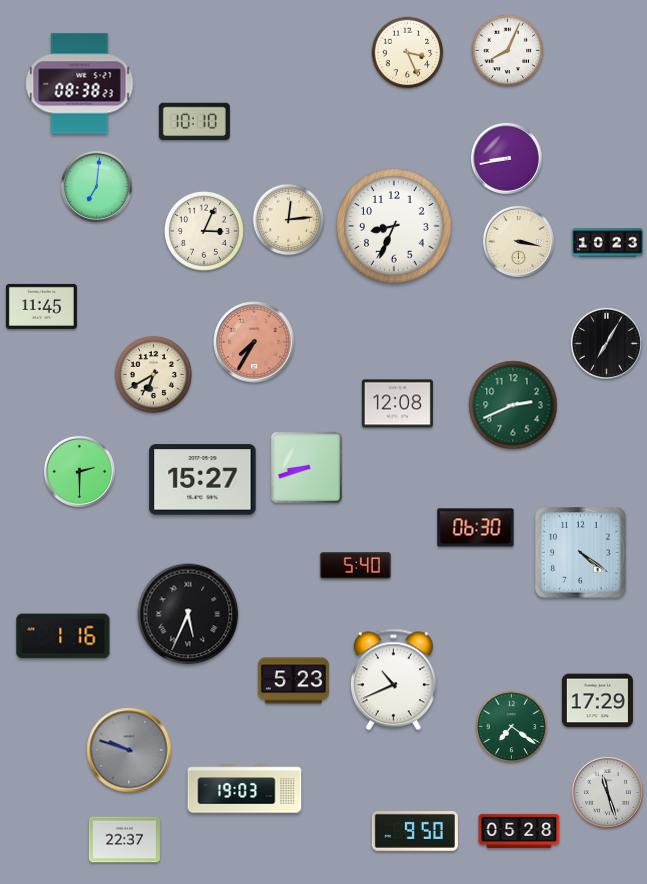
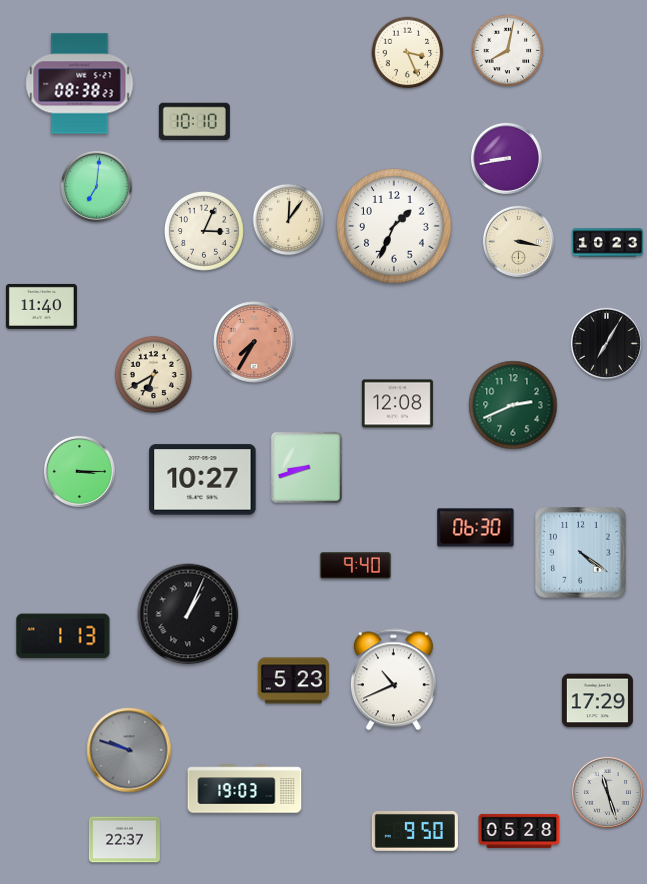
clock at (508, 51): 8:04 -> 8:02
clock at (289, 220): 12:14 -> 12:06
clock at (394, 226): 8:34 -> 1:34
clock at (41, 306): 11:45 -> 11:40
clock at (79, 471): 2:30 -> 3:15
clock at (203, 480): 15:27 -> 10:27
clock at (355, 566): 5:40 -> 9:40
clock at (188, 614): 5:34 -> 1:04
clock at (63, 636): 1:16 -> 1:13
clock at (512, 727): 7:21 -> none
